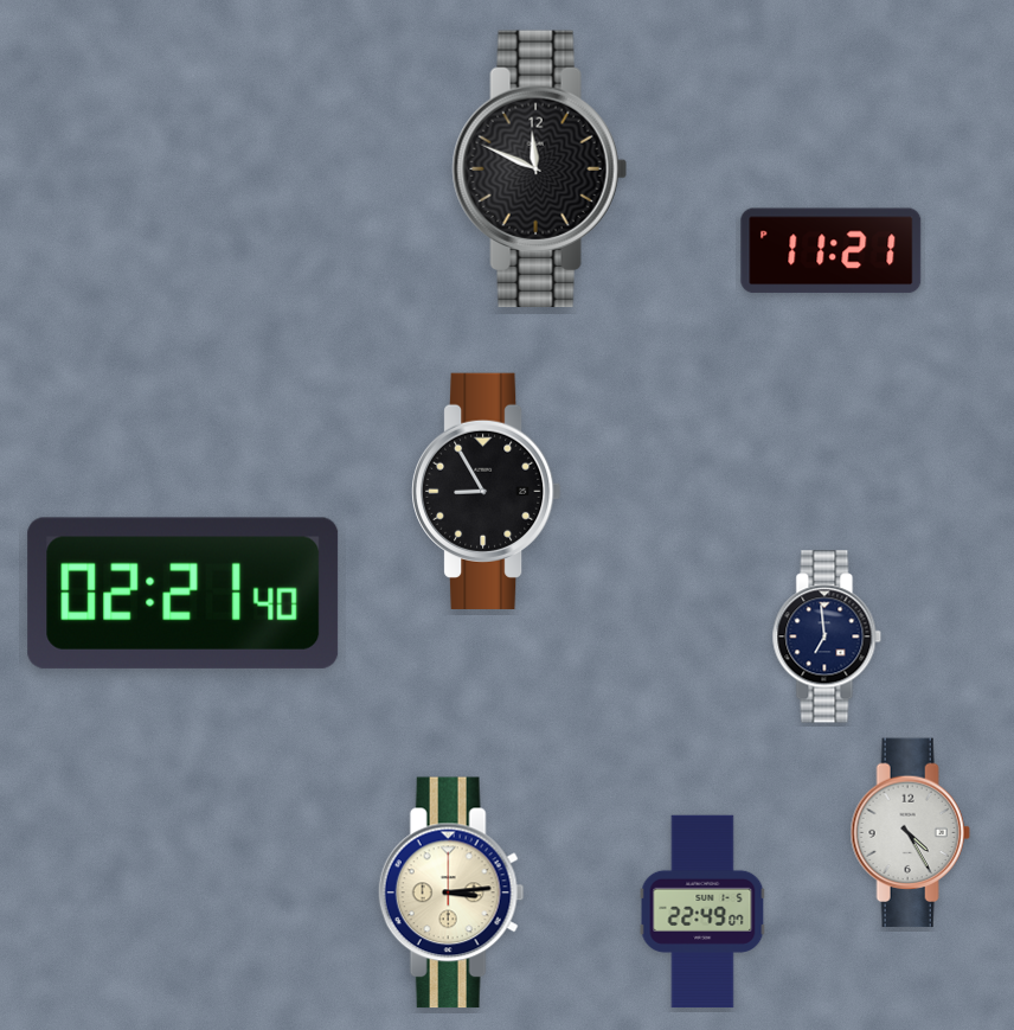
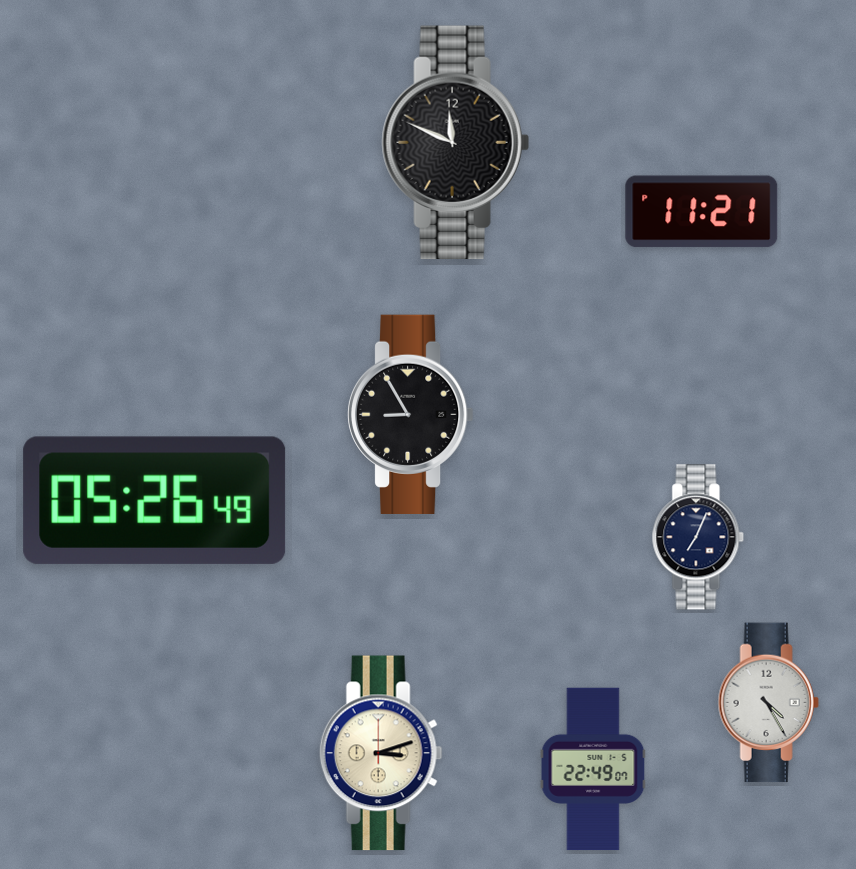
clock at (184, 593): 02:21 -> 05:26
clock at (827, 636): 6:59 -> 7:04
clock at (451, 893): 3:14 -> 3:12
